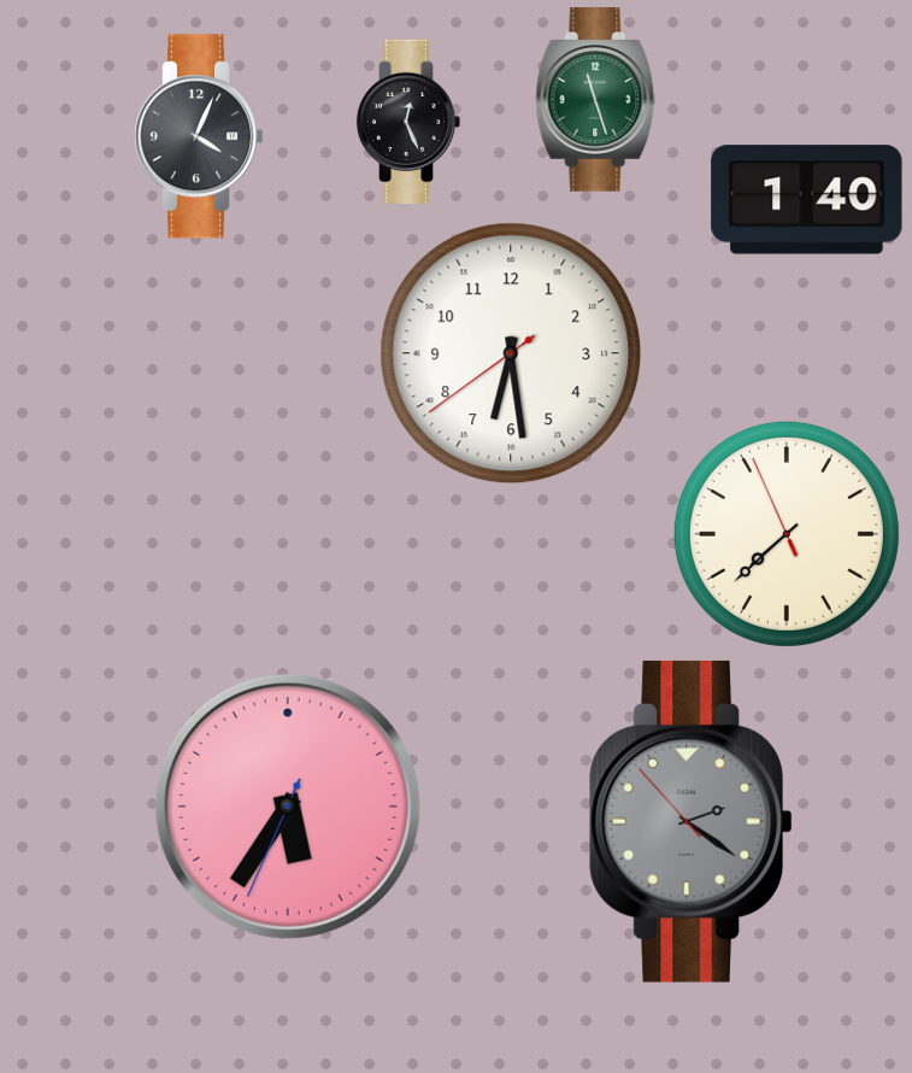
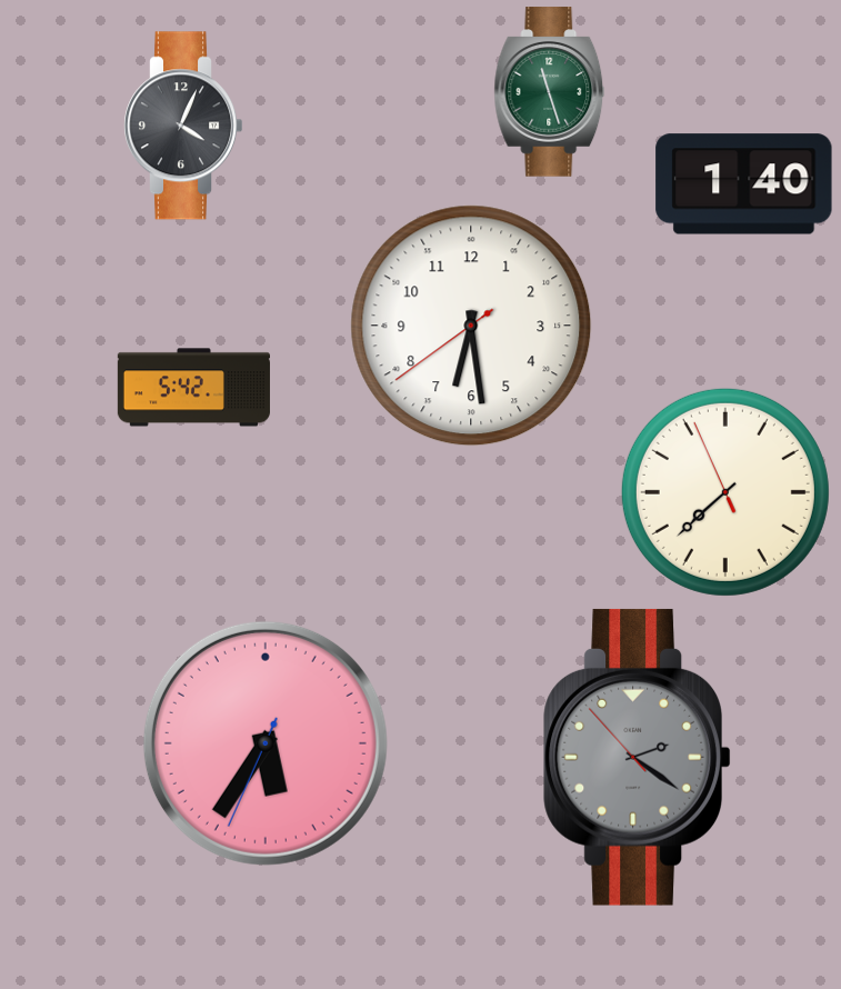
clock at (408, 122): 12:26 -> none
clock at (193, 388): none -> 5:42
